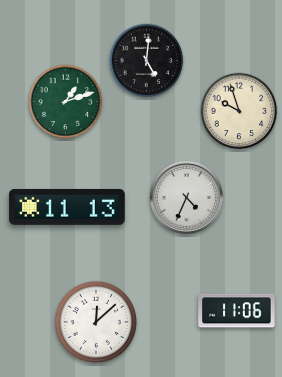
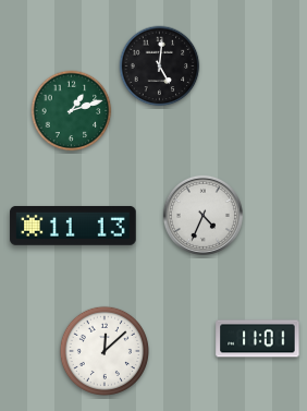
clock at (239, 111): 9:57 -> none
clock at (237, 311): 11:06 -> 11:01
